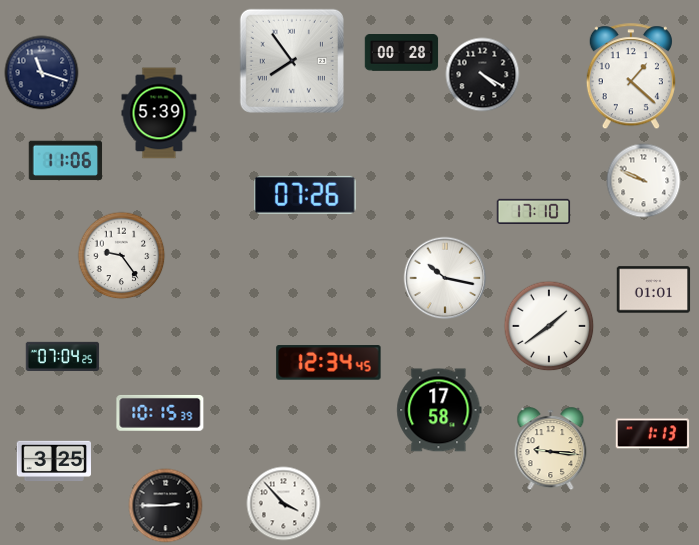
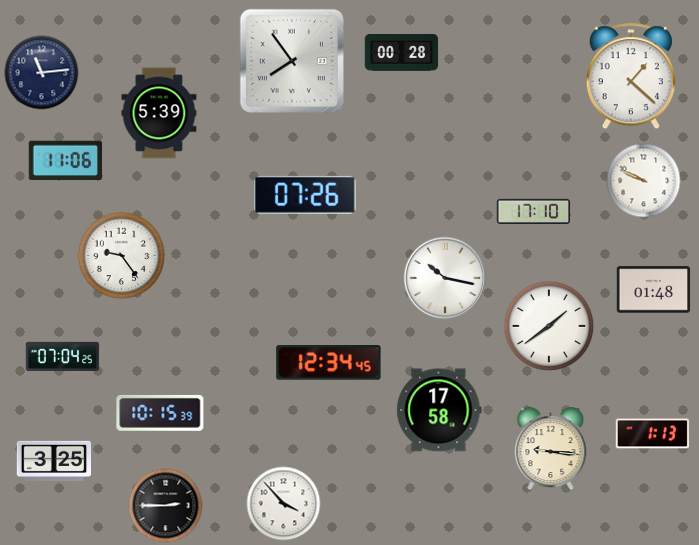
clock at (42, 73): 11:18 -> 11:14
clock at (483, 75): 4:20 -> none
clock at (654, 290): 01:01 -> 01:48
